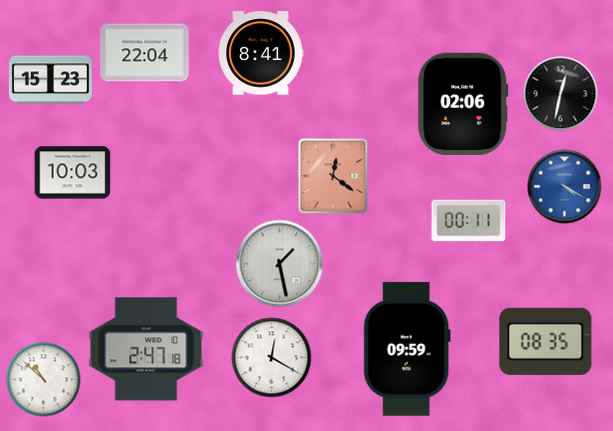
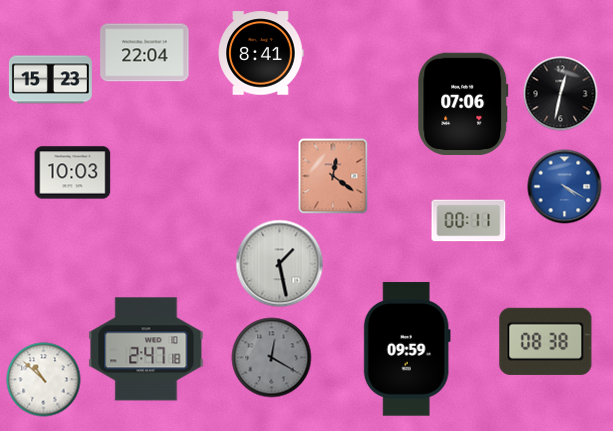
clock at (463, 104): 02:06 -> 07:06
clock at (546, 341): 08:35 -> 08:38
clock at (272, 358) dial: white -> grey
